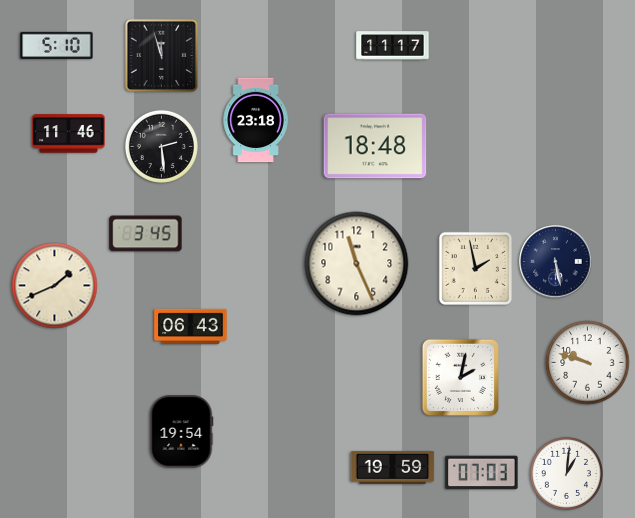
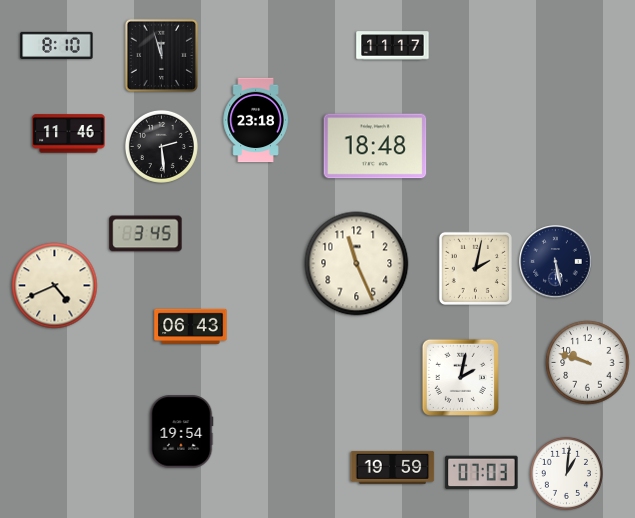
clock at (57, 45): 5:10 -> 8:10
clock at (475, 268): 1:58 -> 2:02
clock at (55, 286): 1:41 -> 4:41
